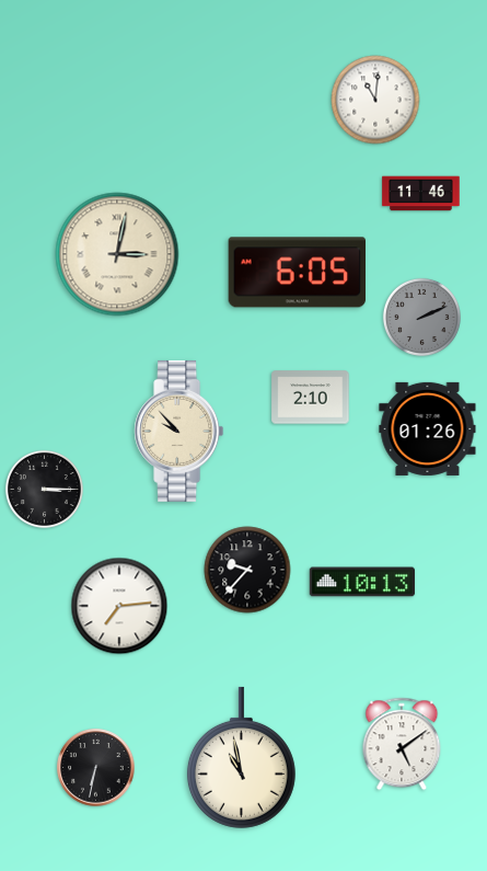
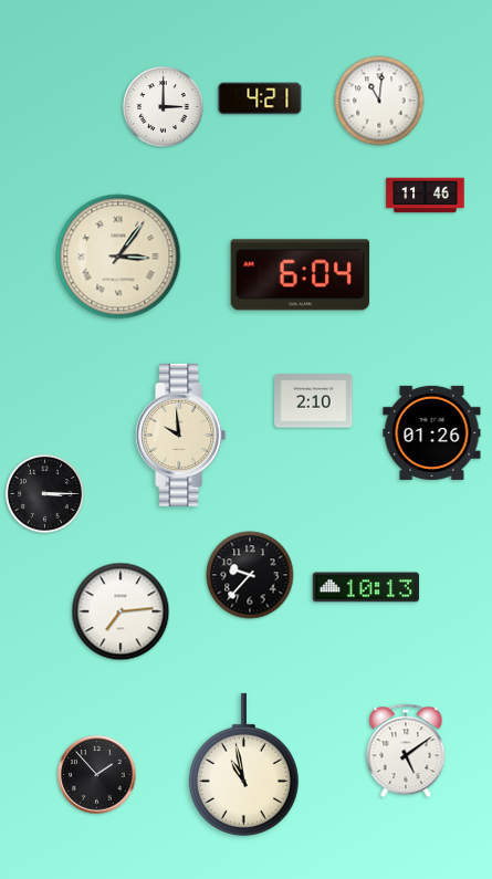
clock at (260, 98): none -> 4:21
clock at (163, 106): none -> 3:00
clock at (117, 254): 3:02 -> 3:06
clock at (298, 273): 6:05 -> 6:04
clock at (421, 317): 2:11 -> none
clock at (179, 431): 9:53 -> 9:59
clock at (96, 768): 6:32 -> 1:53
